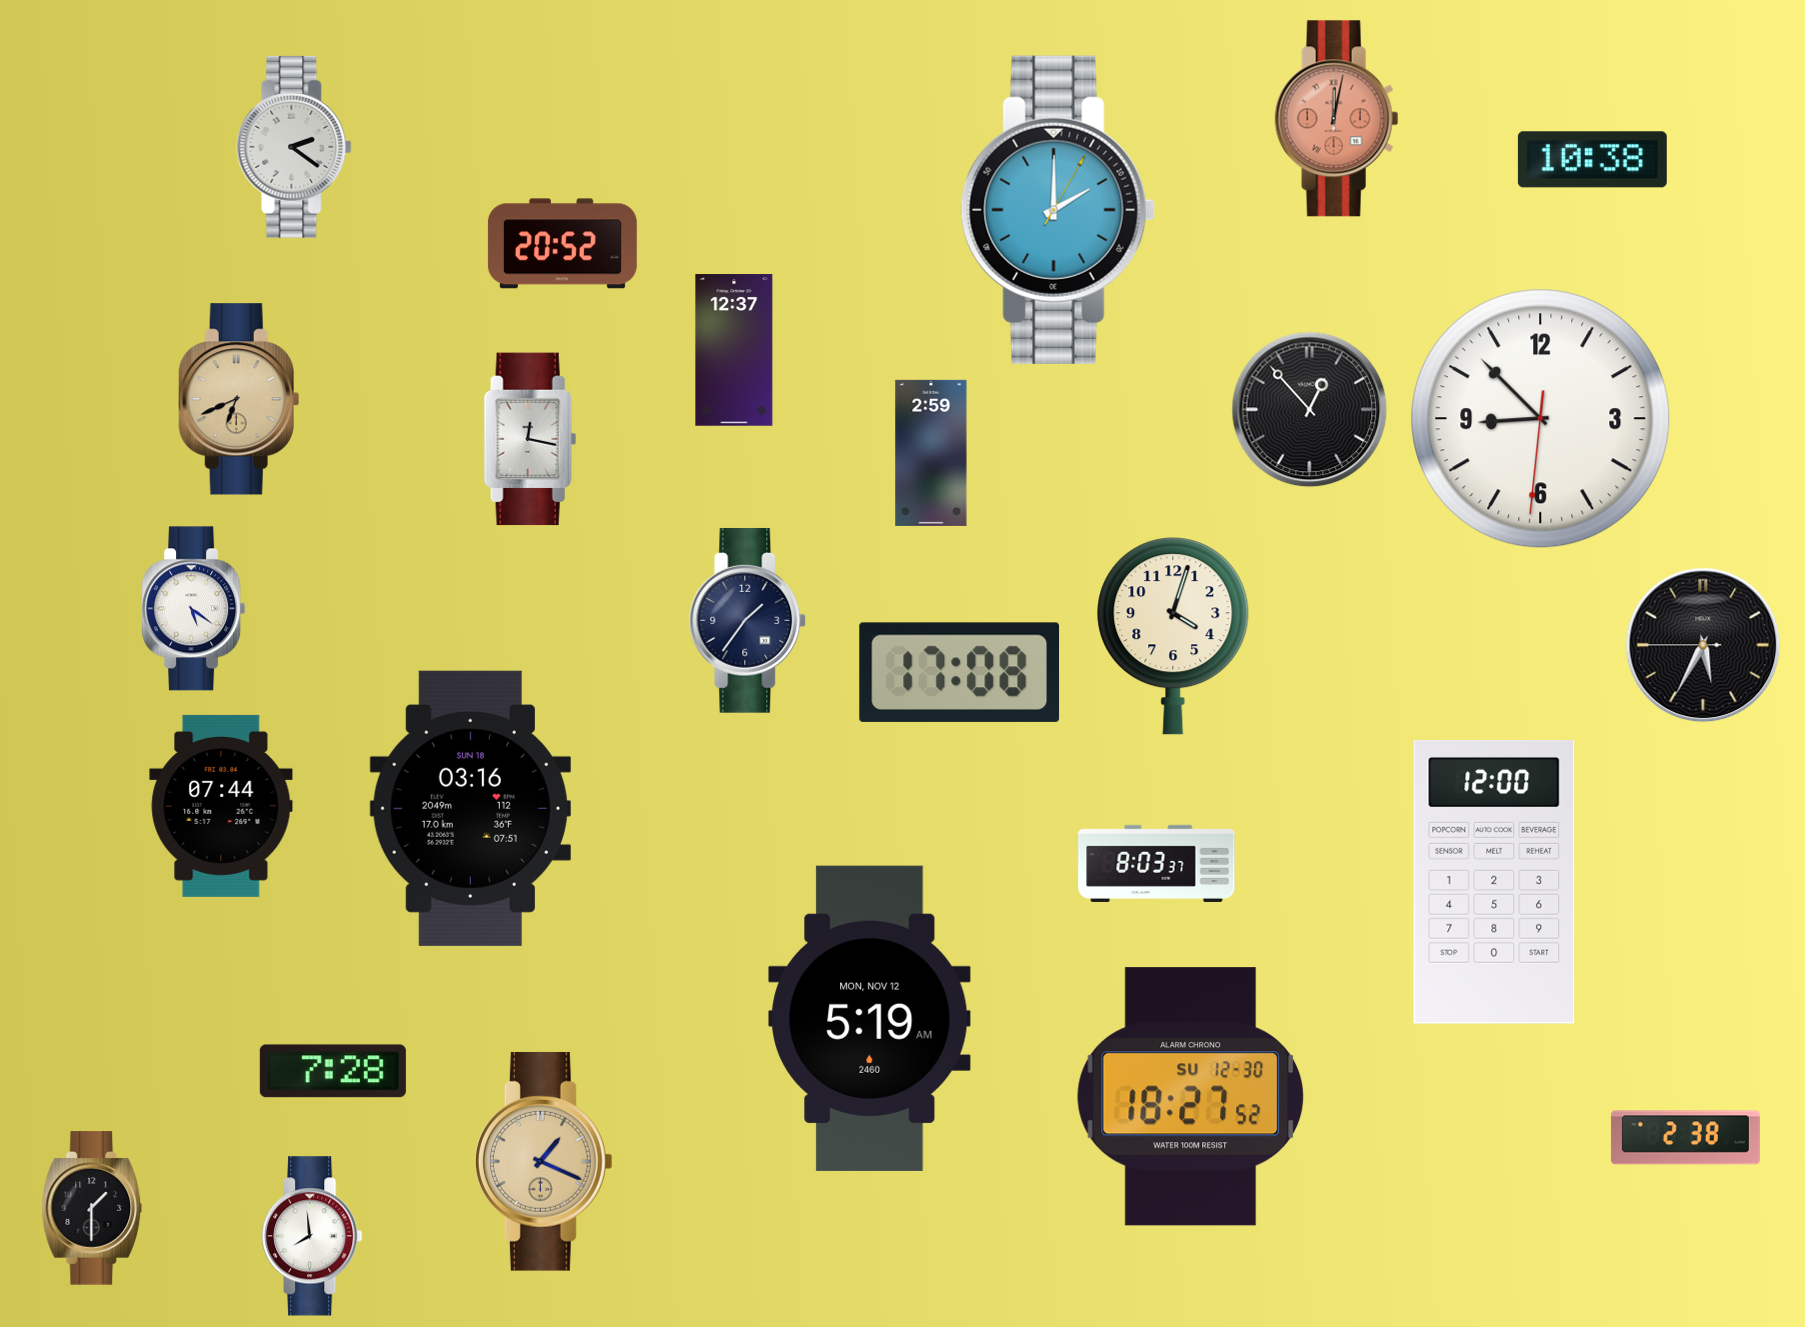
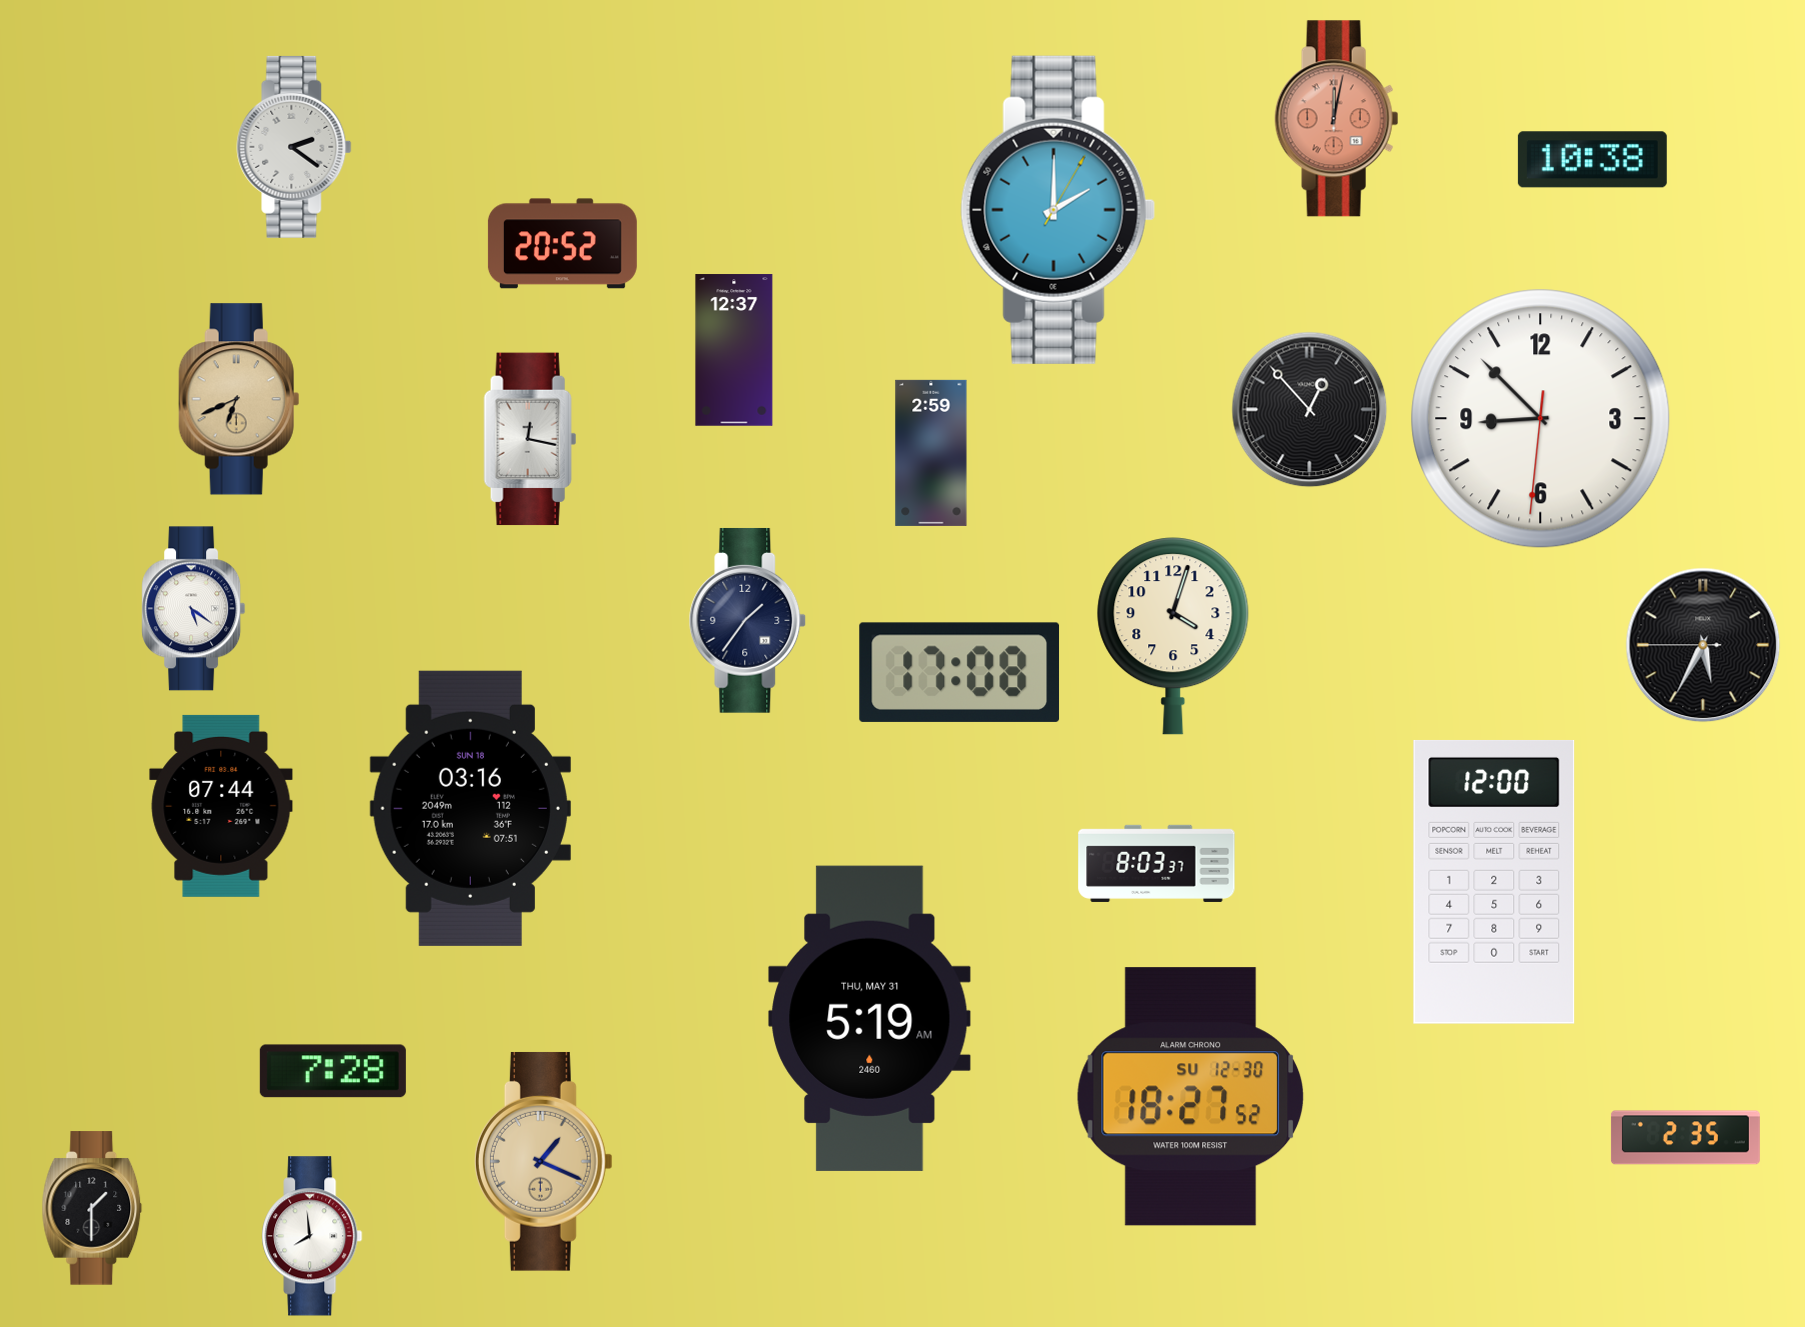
clock at (870, 1018) date: MON, NOV 12 -> THU, MAY 31
clock at (1685, 1138): 2:38 -> 2:35
